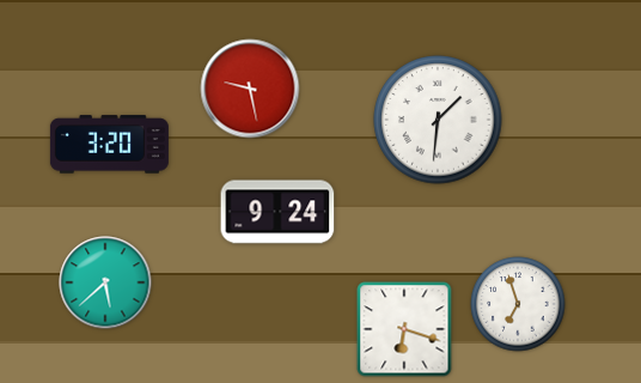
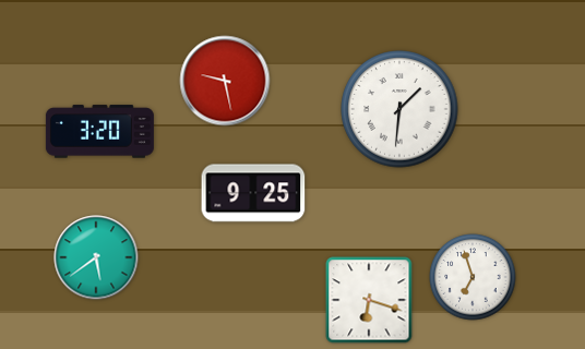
clock at (250, 89) position: (250, 89) -> (225, 81)
clock at (277, 212): 9:24 -> 9:25
clock at (105, 282): 5:38 -> 5:39
